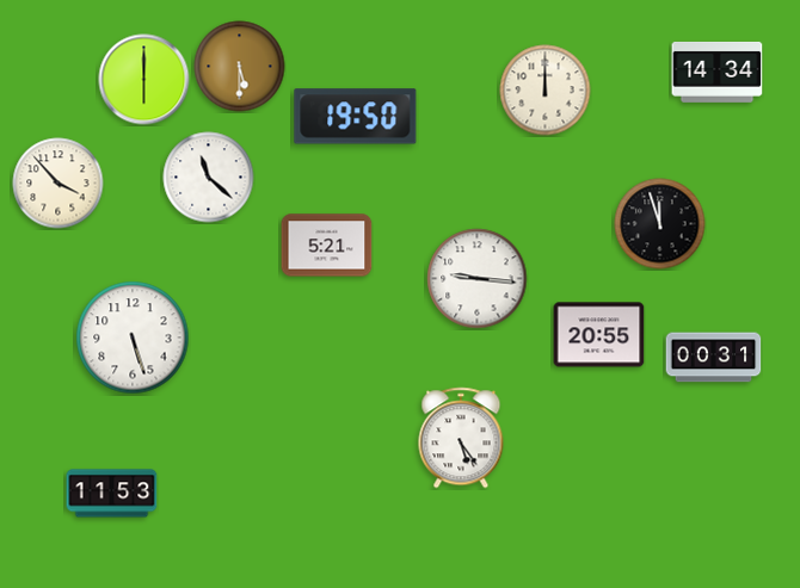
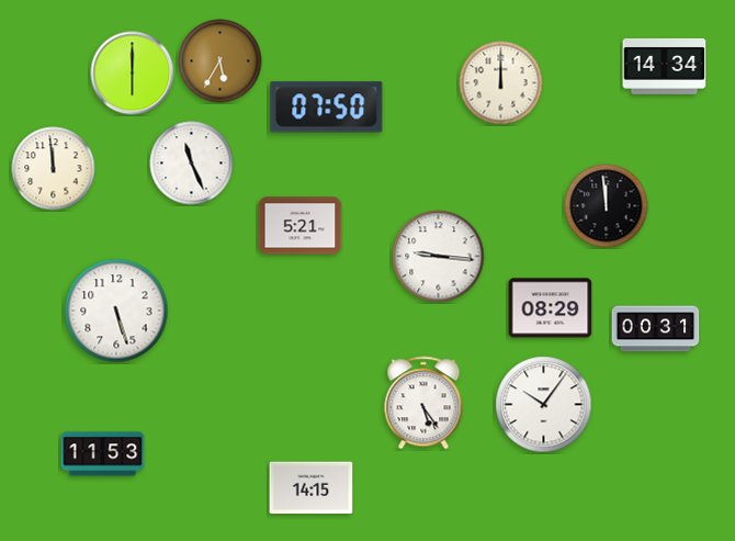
clock at (240, 67): 5:30 -> 5:35
clock at (718, 72) position: (718, 72) -> (665, 66)
clock at (356, 117): 19:50 -> 07:50
clock at (209, 178): 11:22 -> 11:26
clock at (59, 184): 3:53 -> 11:59
clock at (660, 224): 11:57 -> 11:59
clock at (599, 335): 20:55 -> 08:29
clock at (133, 338) position: (133, 338) -> (116, 311)
clock at (544, 405): none -> 10:06
clock at (312, 488): none -> 14:15
